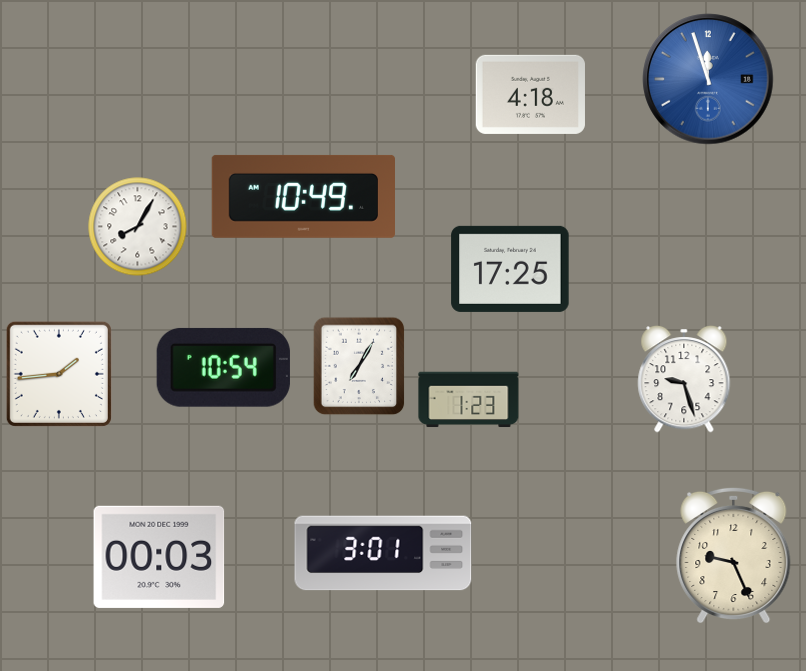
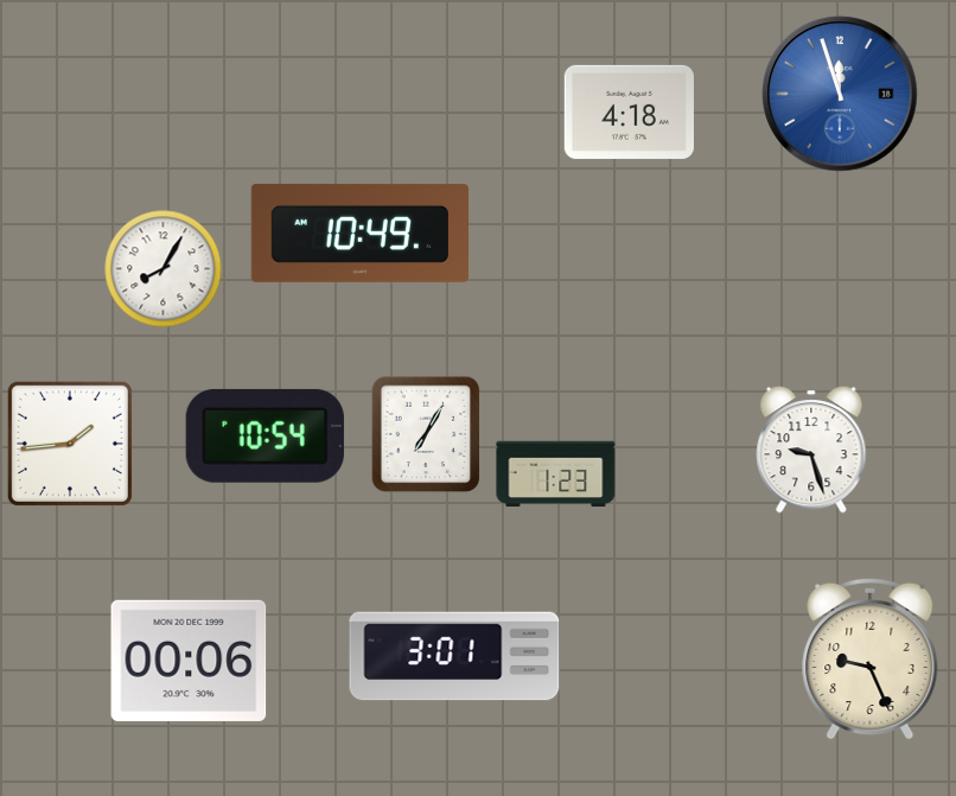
clock at (510, 269): 17:25 -> none
clock at (159, 557): 00:03 -> 00:06
